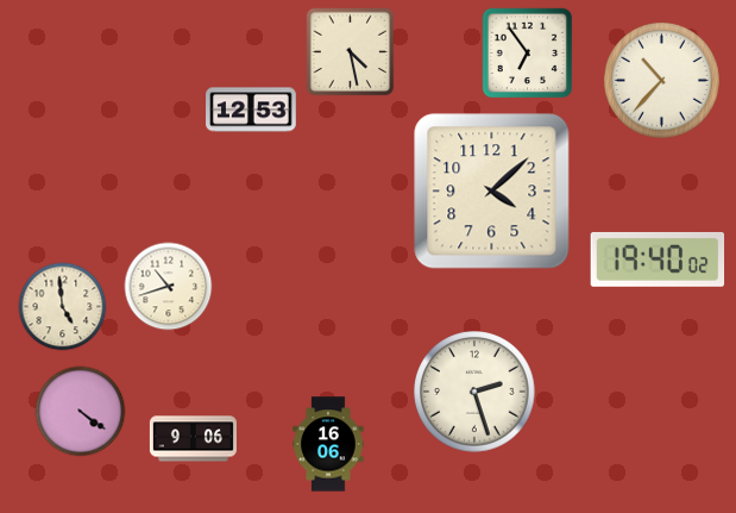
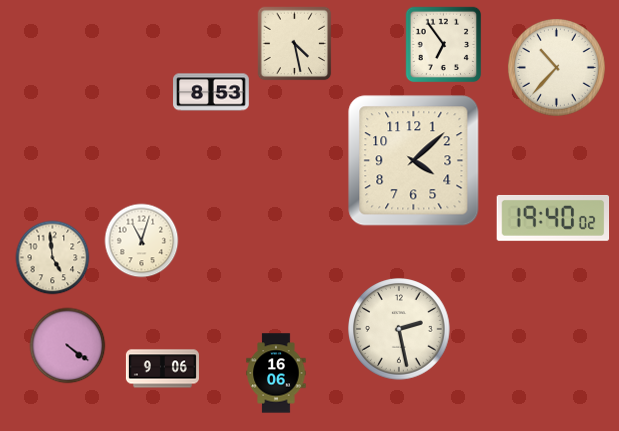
clock at (251, 110): 12:53 -> 8:53
clock at (169, 287): 10:42 -> 11:03
clock at (474, 392): 2:27 -> 2:28
